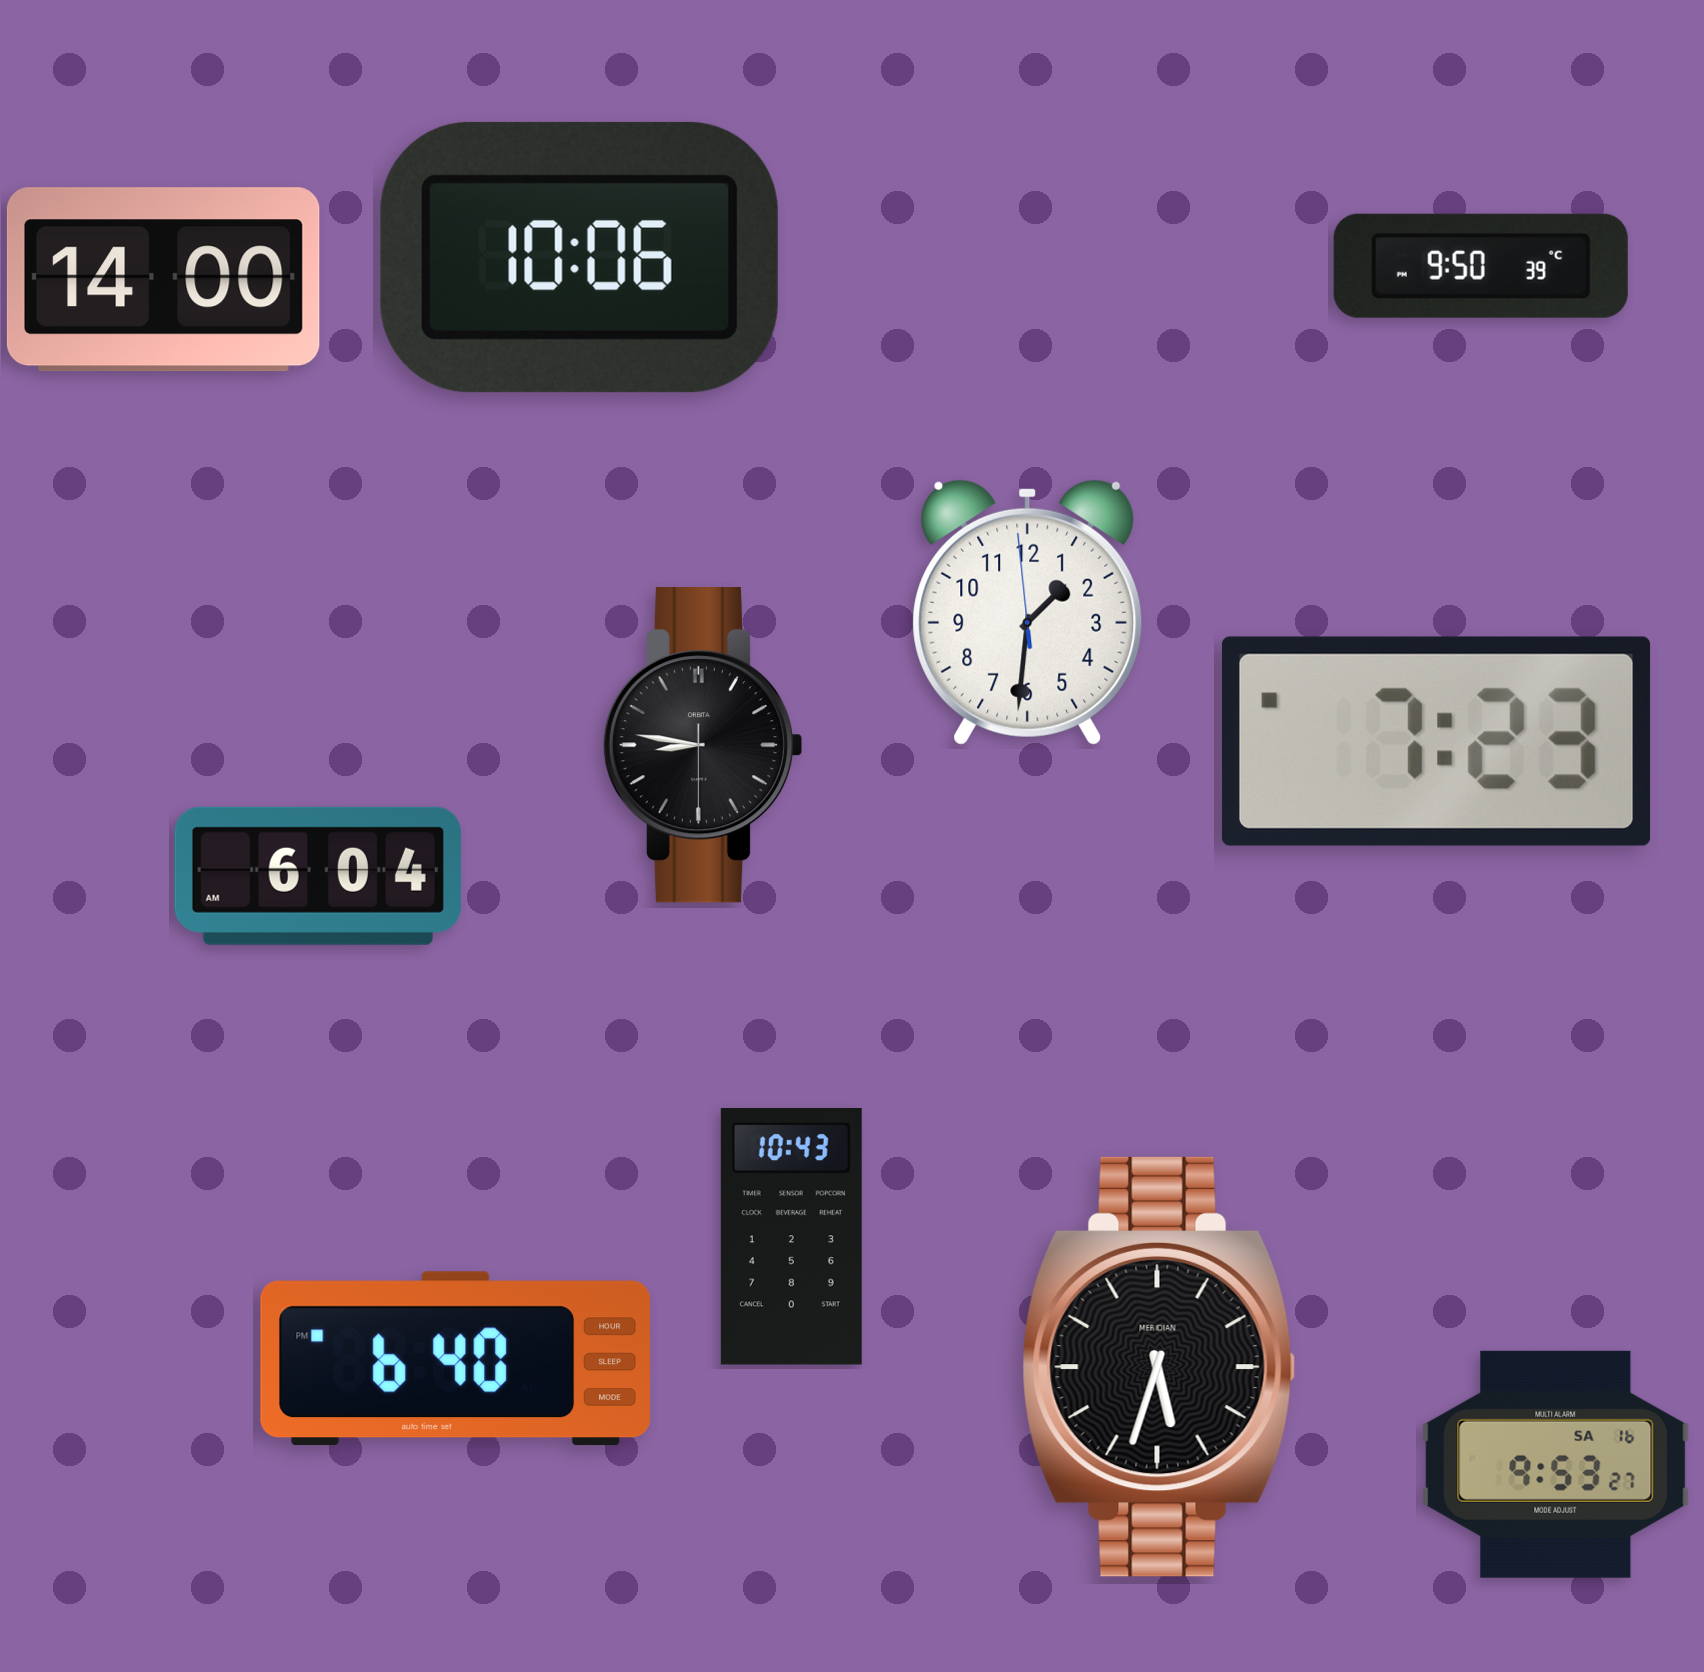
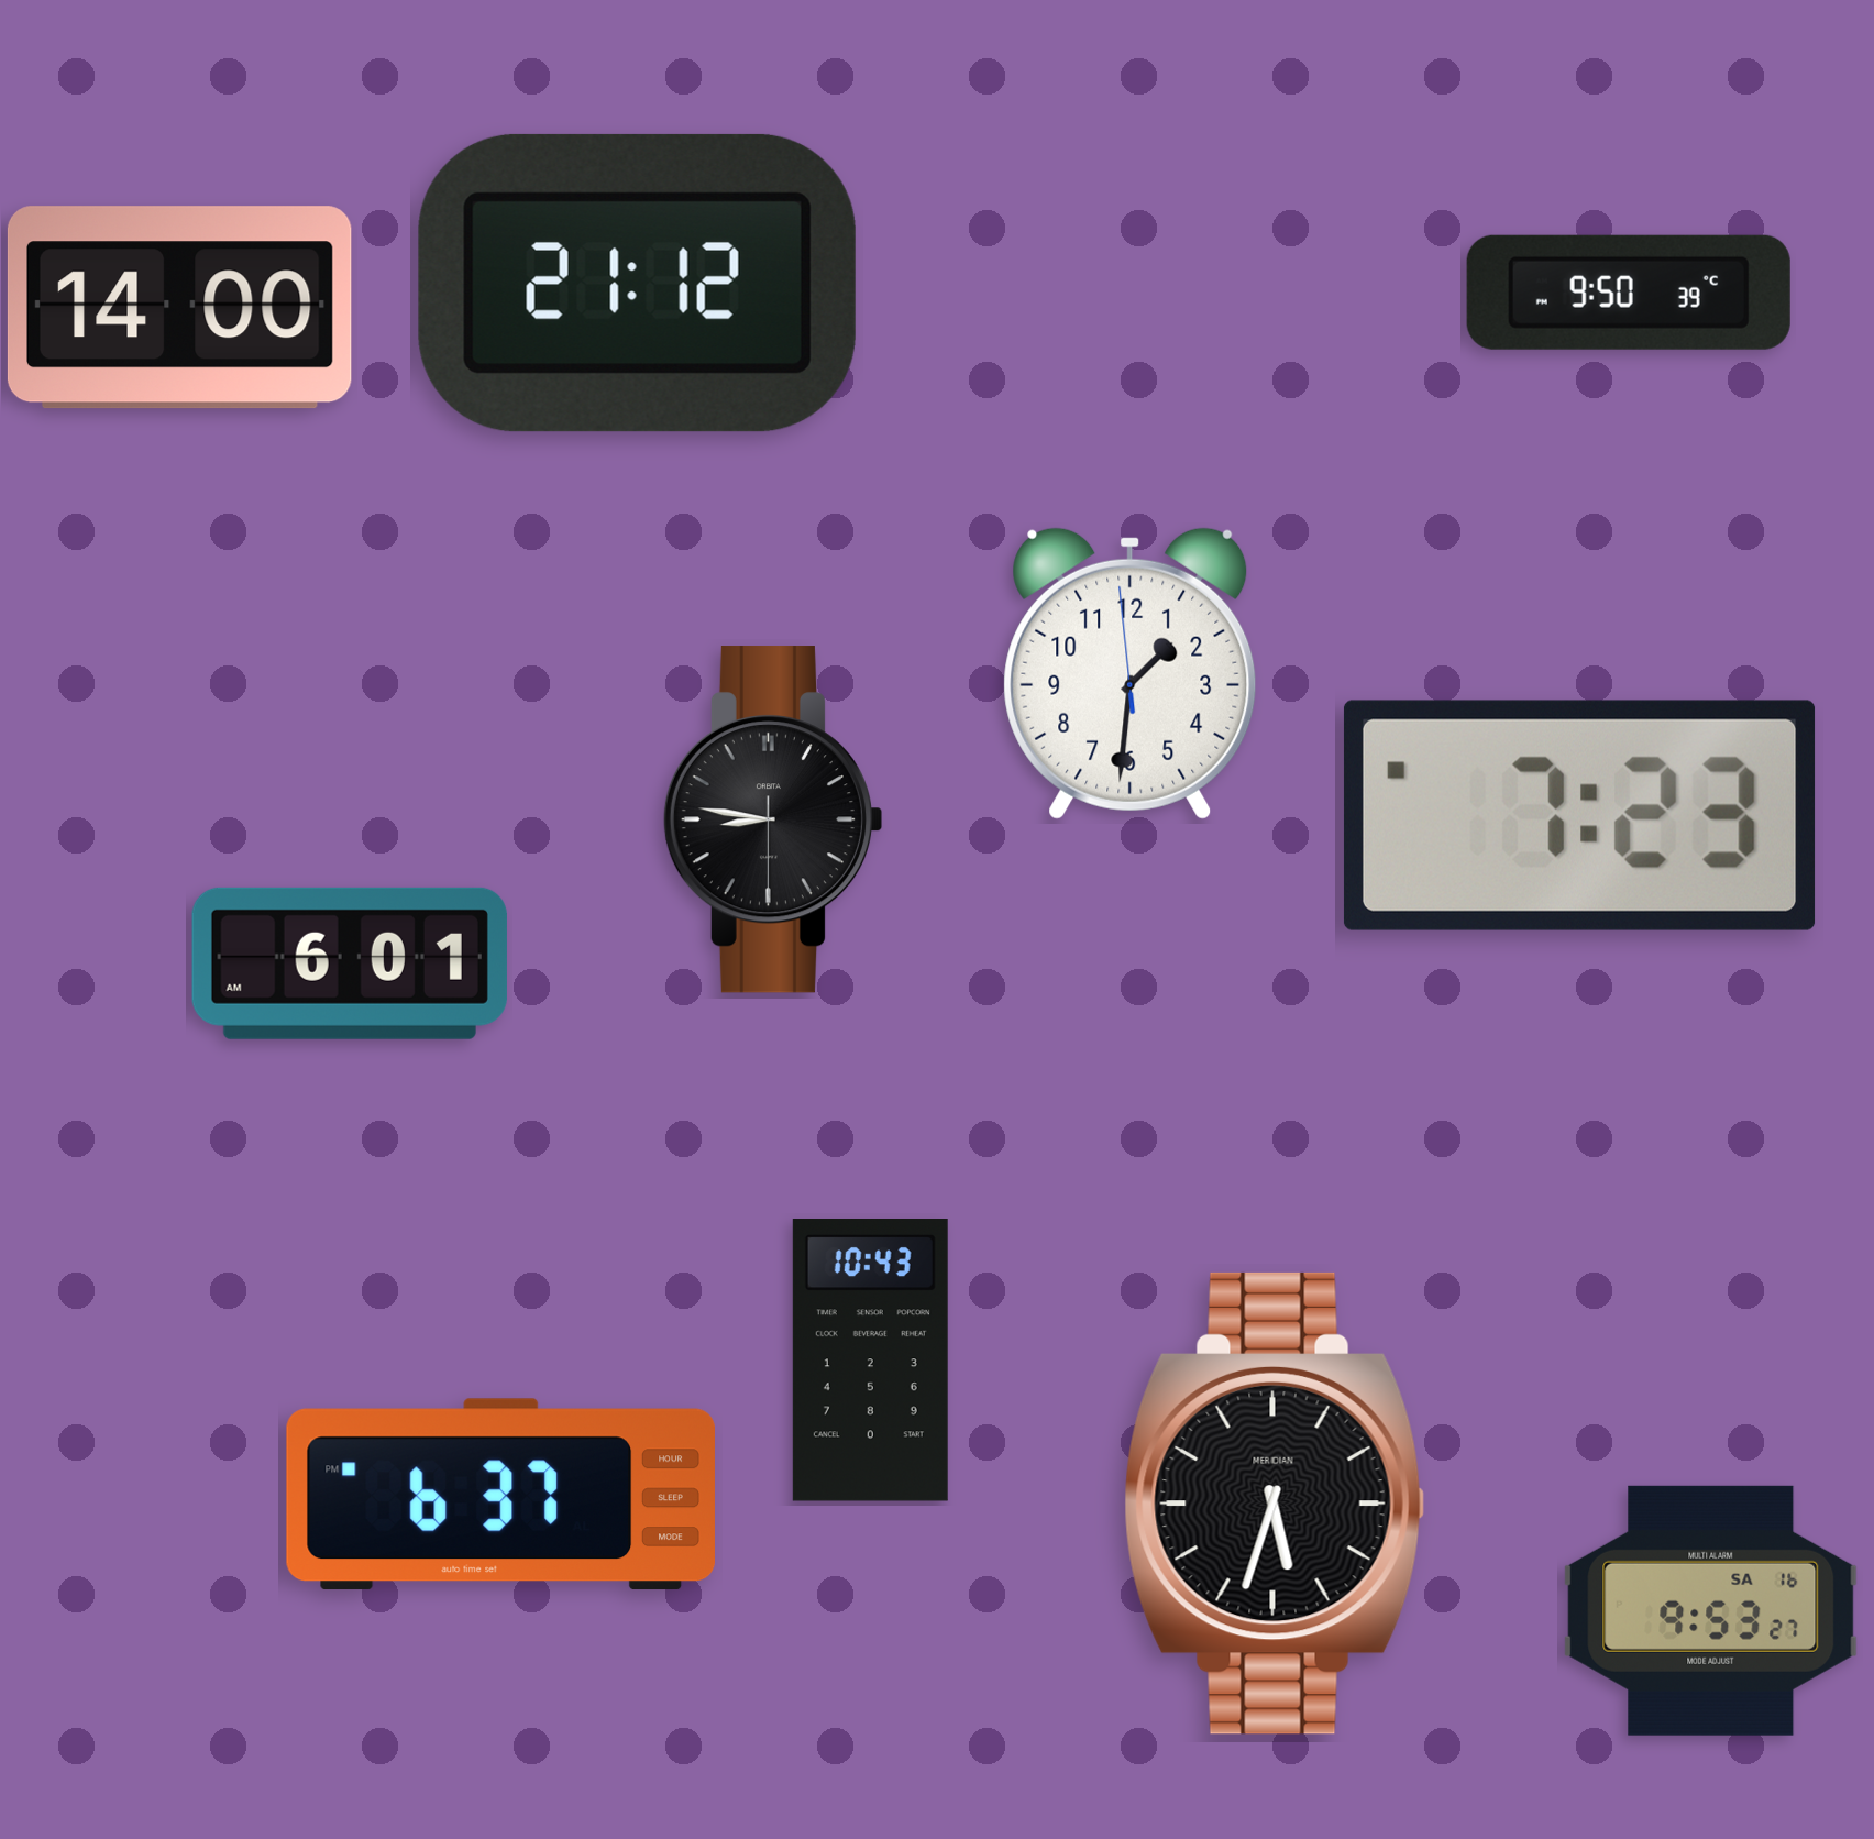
clock at (579, 257): 10:06 -> 21:12
clock at (318, 876): 6:04 -> 6:01
clock at (455, 1359): 6:40 -> 6:37
